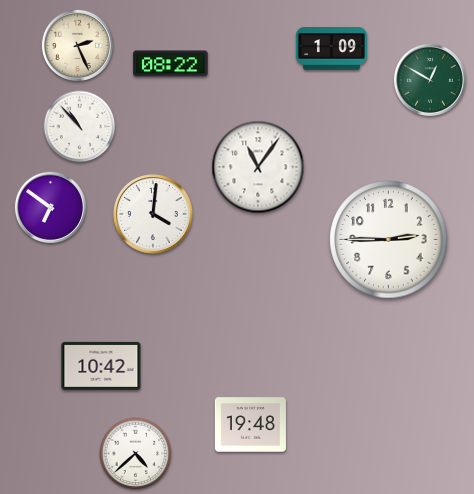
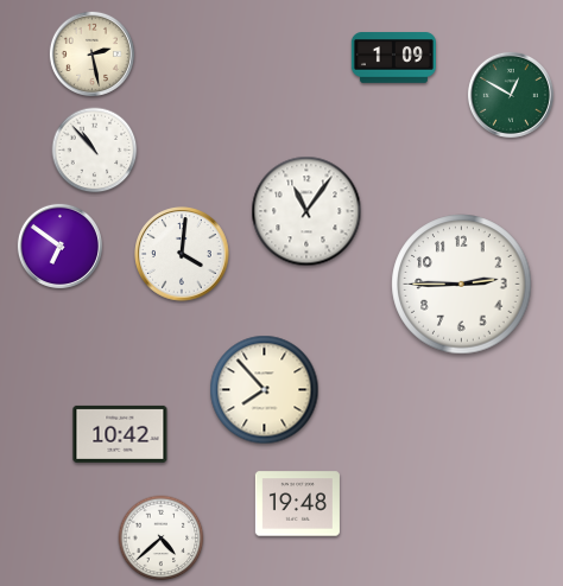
clock at (77, 45): 2:26 -> 2:28
clock at (171, 64): 08:22 -> none
clock at (258, 167) position: (258, 167) -> (306, 211)
clock at (265, 390): none -> 7:53
